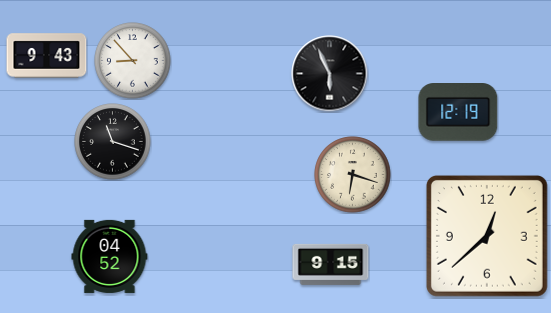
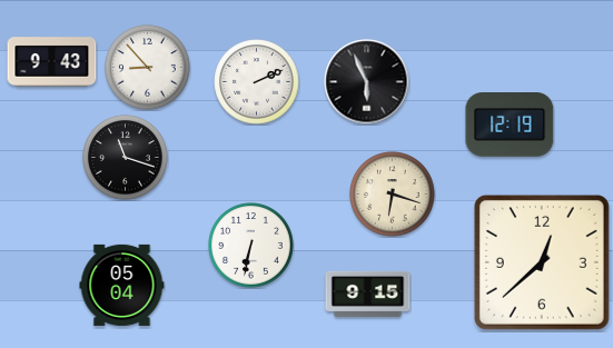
clock at (257, 82): none -> 2:11
clock at (251, 246): none -> 6:32
clock at (110, 256): 04:52 -> 05:04
